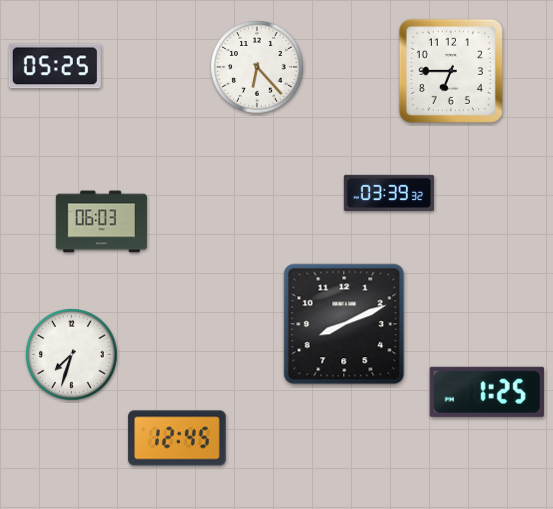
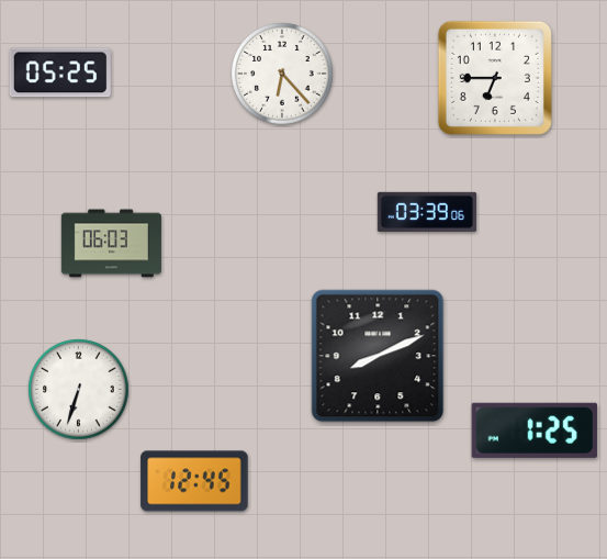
clock at (388, 193): 03:39:32 -> 03:39:06
clock at (72, 355): 7:33 -> 6:33
